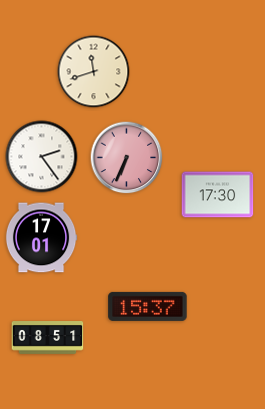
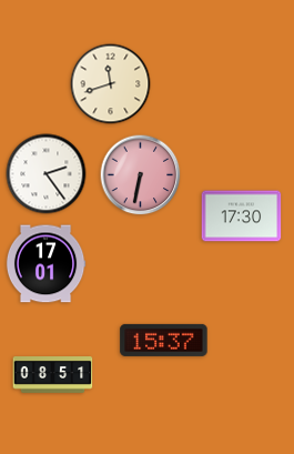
clock at (94, 72) position: (94, 72) -> (111, 84)
clock at (127, 158): 6:34 -> 6:32
